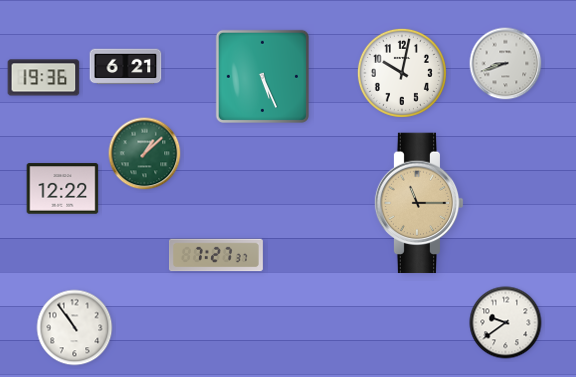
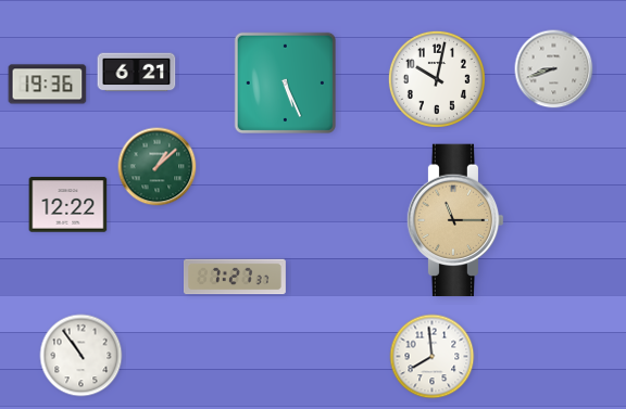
clock at (506, 64) position: (506, 64) -> (554, 69)
clock at (506, 323): 9:39 -> none
clock at (433, 357): none -> 7:59
